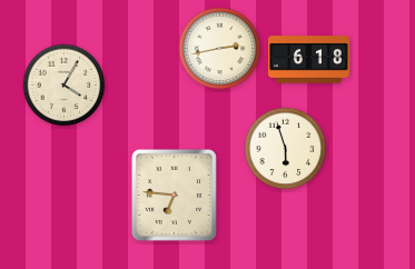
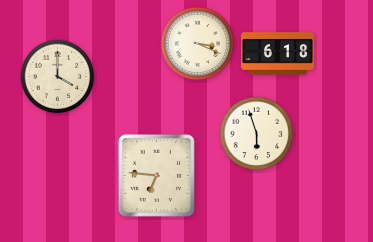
clock at (220, 49): 2:43 -> 3:19
clock at (65, 86): 4:05 -> 4:00
